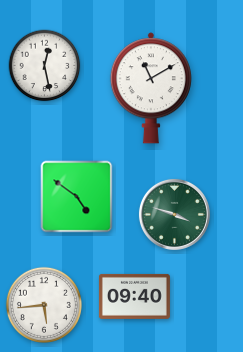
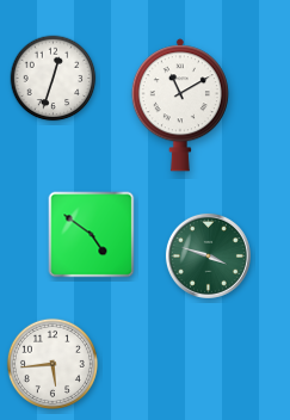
clock at (45, 66): 12:28 -> 12:33
clock at (134, 296): 09:40 -> none
